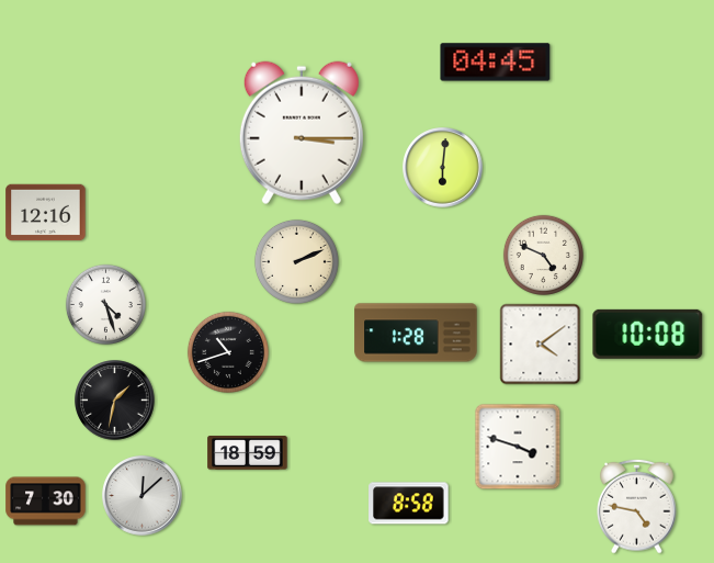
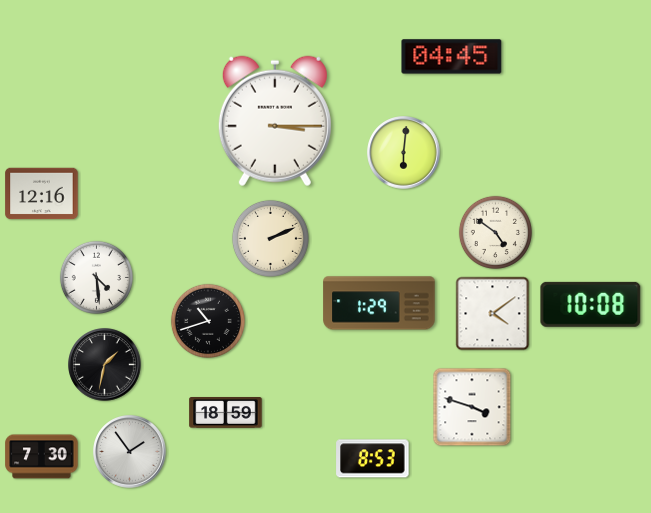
clock at (543, 255): 4:49 -> 4:51
clock at (105, 304): 4:27 -> 4:29
clock at (416, 333): 1:28 -> 1:29
clock at (143, 496): 12:08 -> 1:54
clock at (409, 504): 8:58 -> 8:53
clock at (637, 506): 4:47 -> none
